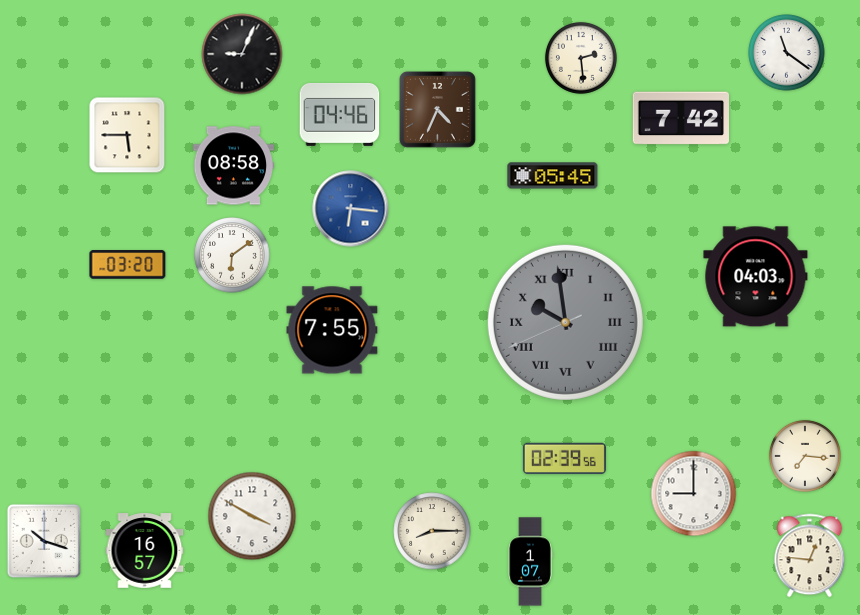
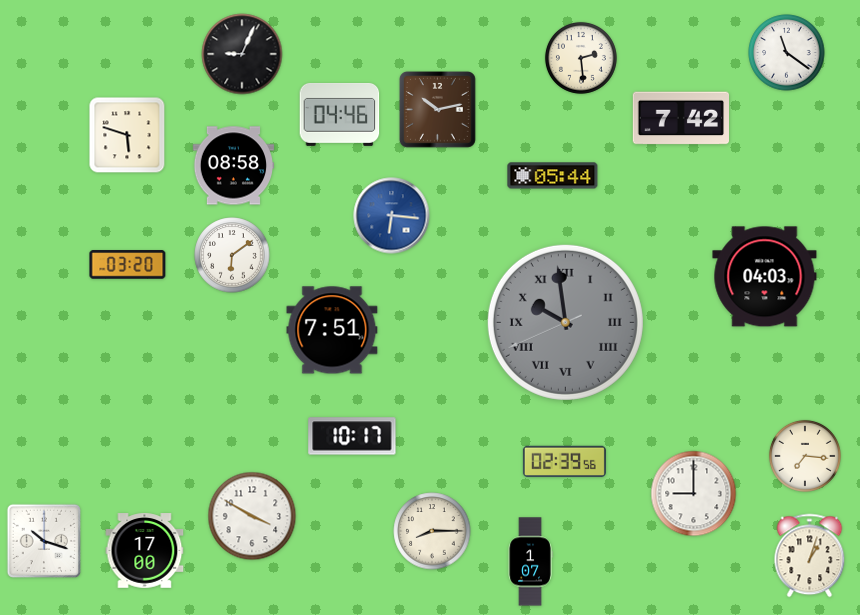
clock at (437, 109): 4:34 -> 10:13
clock at (127, 135): 5:45 -> 5:48
clock at (553, 176): 05:45 -> 05:44
clock at (351, 209) position: (351, 209) -> (392, 216)
clock at (756, 277) position: (756, 277) -> (765, 277)
clock at (332, 330): 7:55 -> 7:51
clock at (352, 436): none -> 10:17
clock at (564, 459) position: (564, 459) -> (564, 462)
clock at (145, 551): 16:57 -> 17:00
clock at (810, 556): 12:46 -> 1:03
